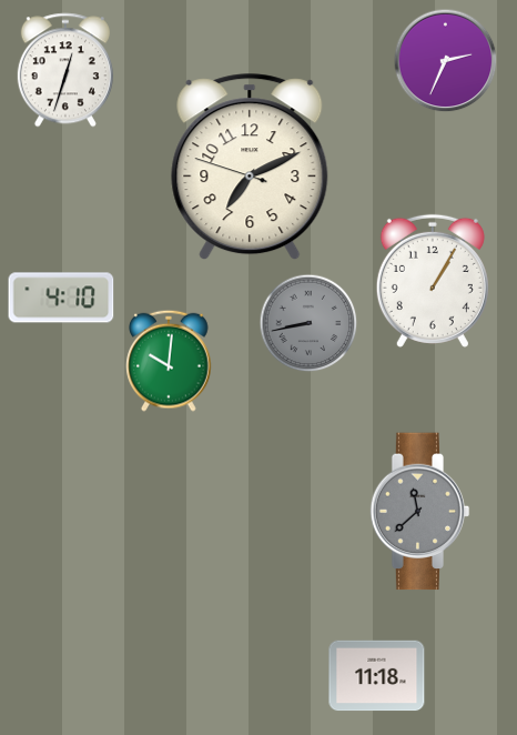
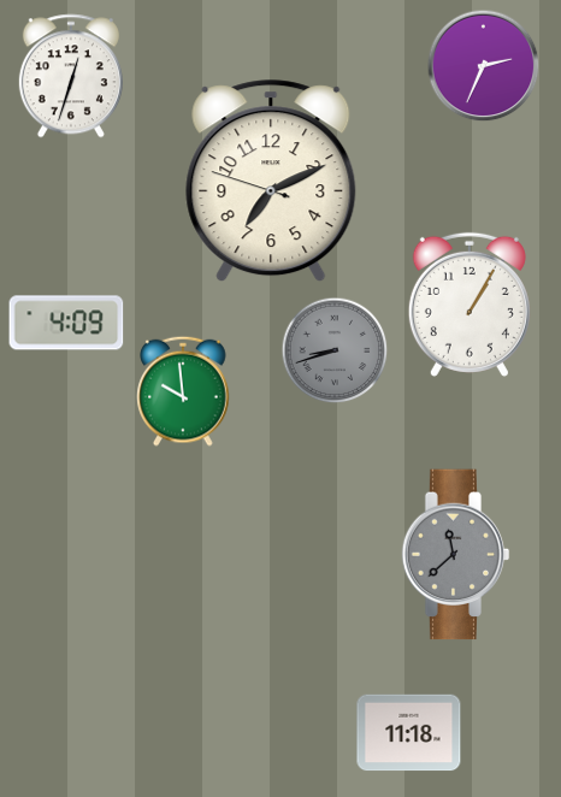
clock at (61, 298): 4:10 -> 4:09
clock at (308, 323): 8:43 -> 8:42
clock at (169, 361): 10:01 -> 9:59
